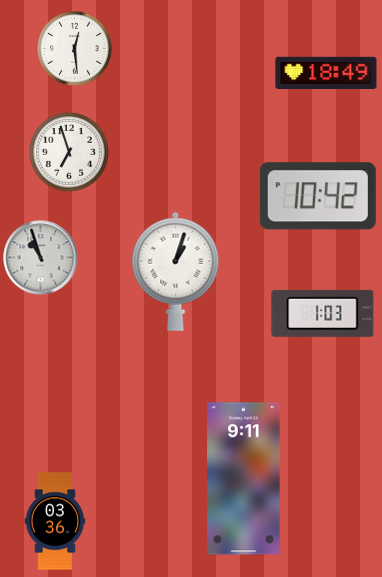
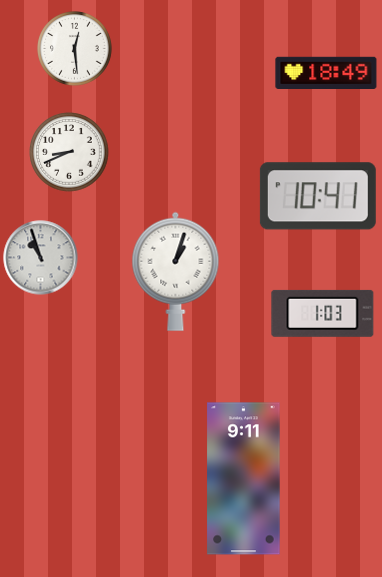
clock at (69, 152): 6:57 -> 8:41
clock at (318, 196): 10:42 -> 10:41
clock at (55, 521): 03:36 -> none
